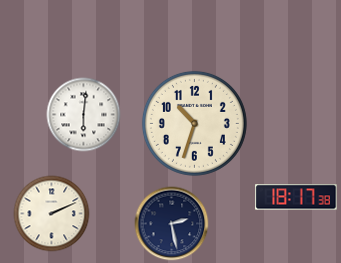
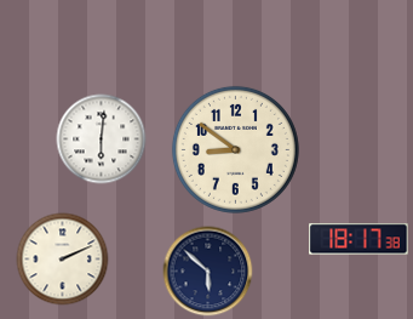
clock at (194, 123): 10:33 -> 8:51
clock at (172, 224): 2:28 -> 5:52
